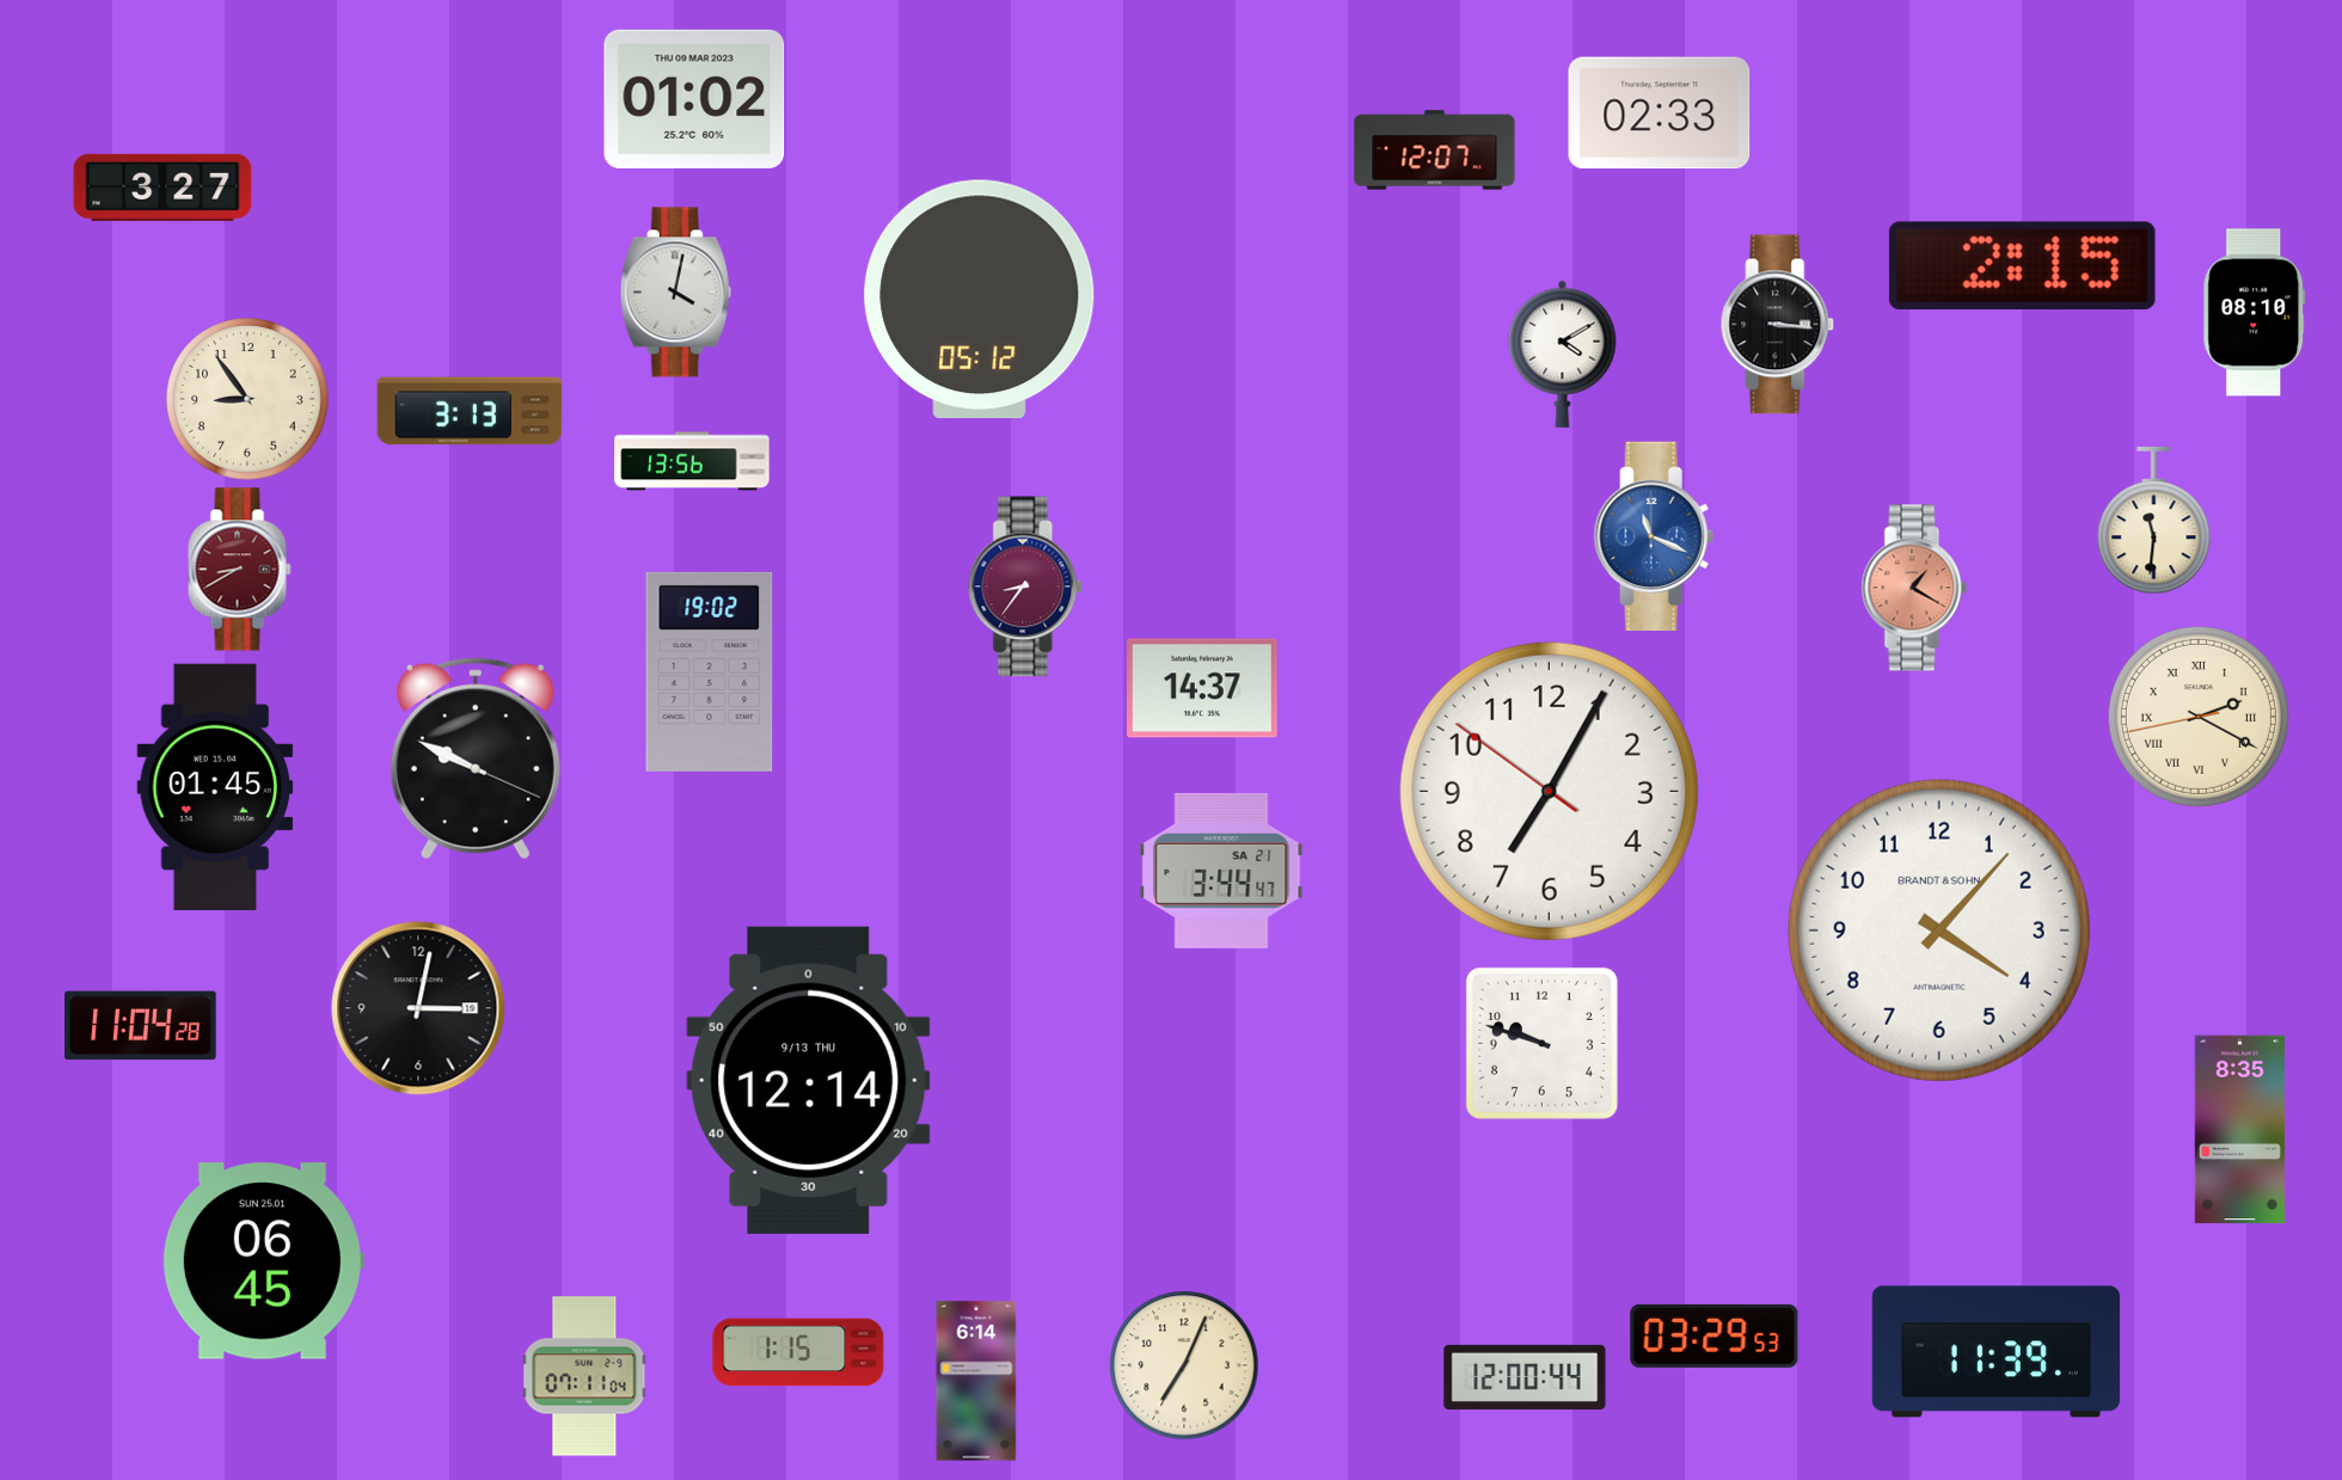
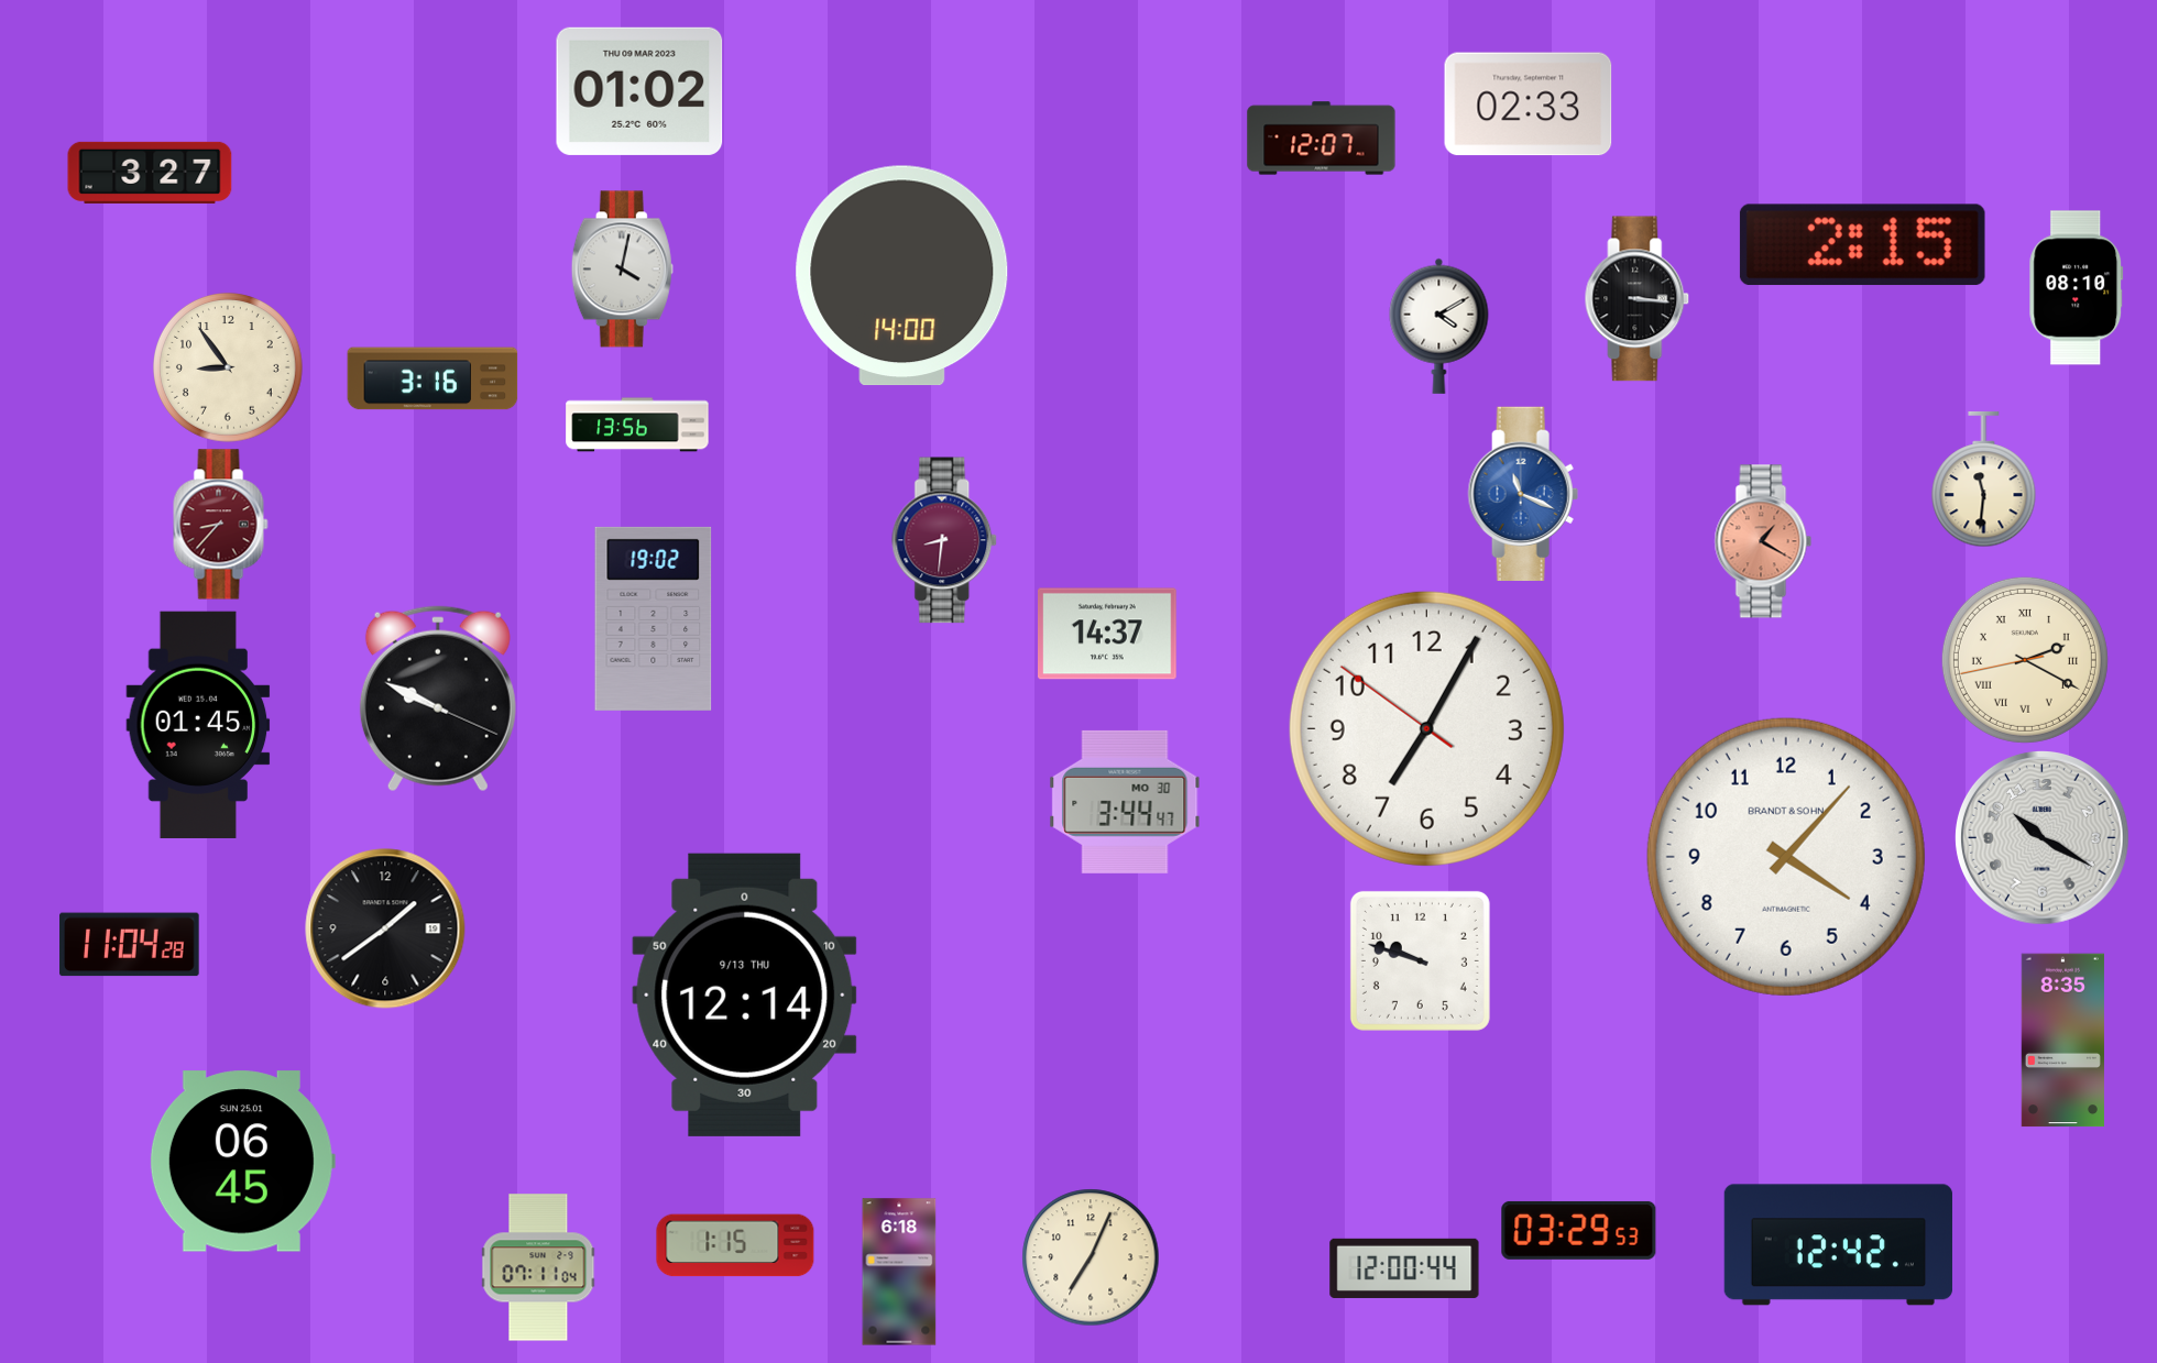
clock at (980, 300): 05:12 -> 14:00
clock at (470, 411): 3:13 -> 3:16
clock at (240, 570): 8:40 -> 8:37
clock at (1026, 587): 8:36 -> 8:31
clock at (1221, 871) date: SA 21 -> MO 30
clock at (2041, 837): none -> 10:20
clock at (418, 1008): 3:02 -> 1:39
clock at (1995, 1352): 11:39 -> 12:42
clock at (976, 1381): 6:14 -> 6:18
